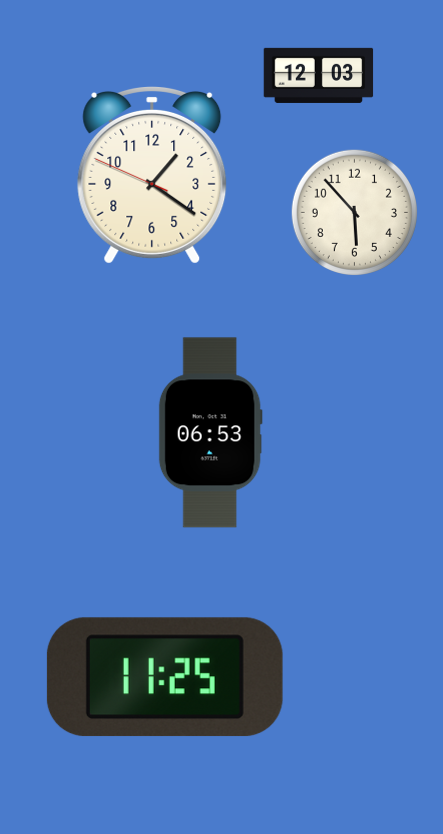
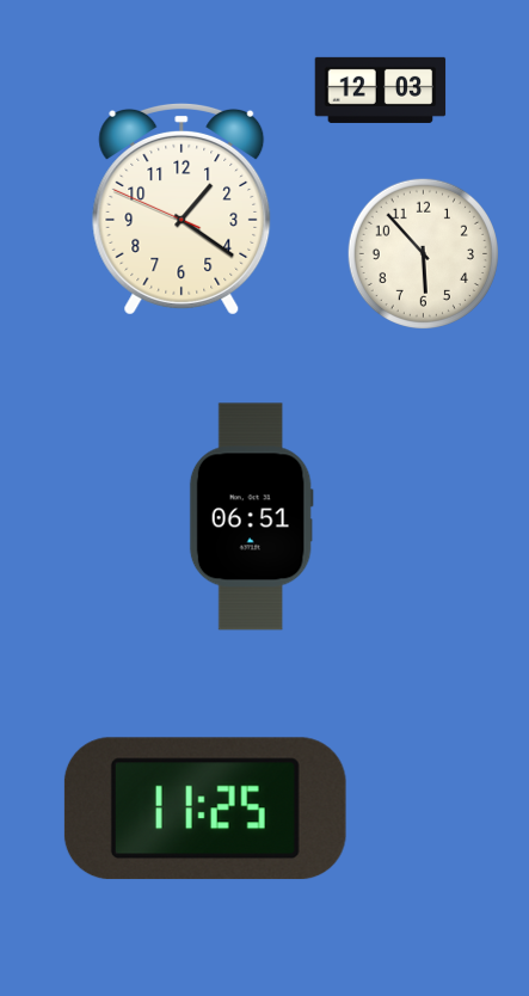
clock at (210, 433): 06:53 -> 06:51
clock at (165, 677) position: (165, 677) -> (205, 809)
